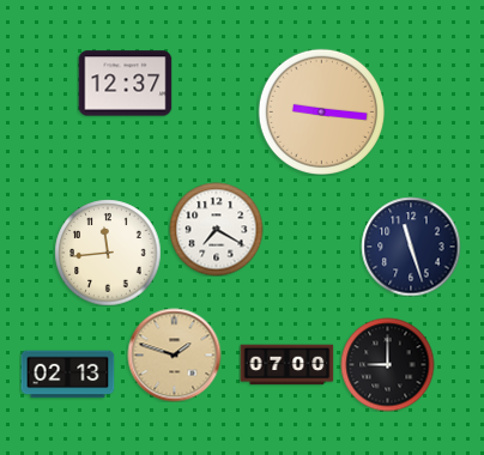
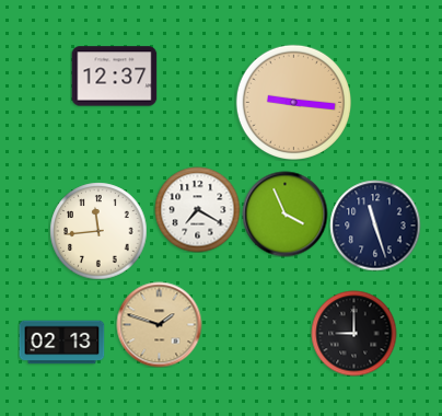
clock at (284, 213): none -> 3:56
clock at (286, 365): 07:00 -> none
